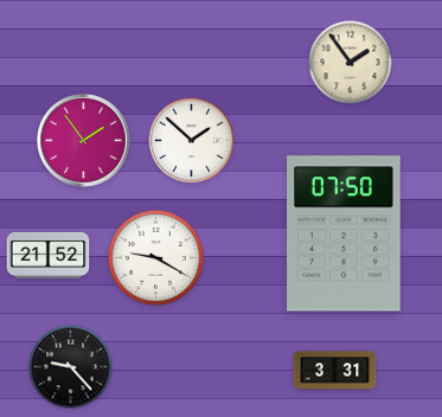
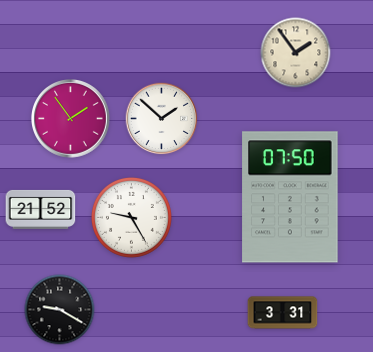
clock at (49, 255) position: (49, 255) -> (41, 209)
clock at (155, 257): 9:20 -> 9:25
clock at (71, 367): 9:23 -> 9:20
